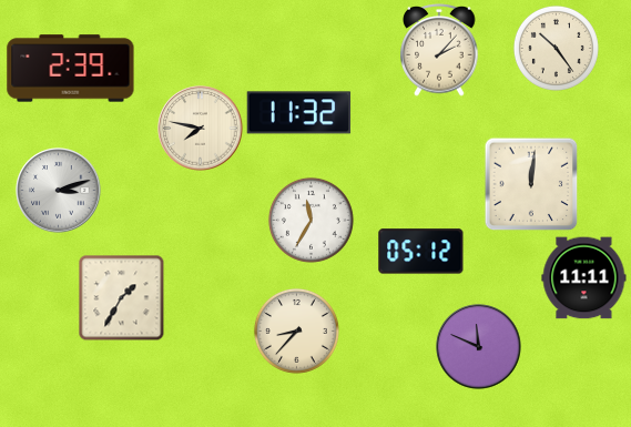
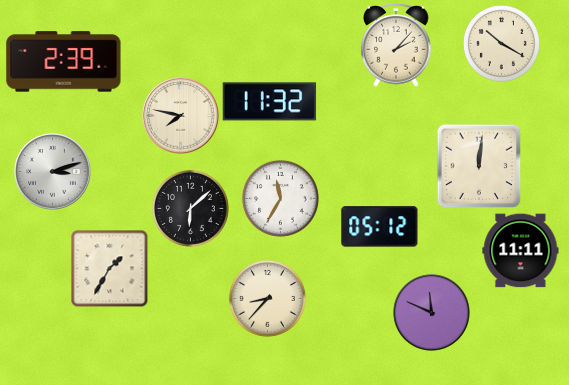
clock at (556, 48): 10:24 -> 10:20
clock at (190, 208): none -> 6:08
clock at (584, 278) position: (584, 278) -> (521, 251)
